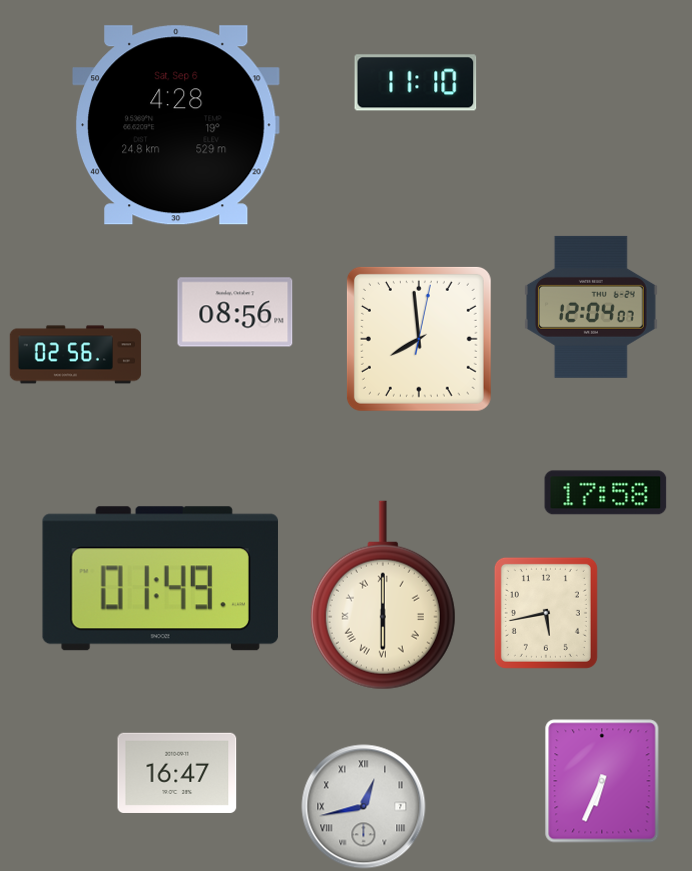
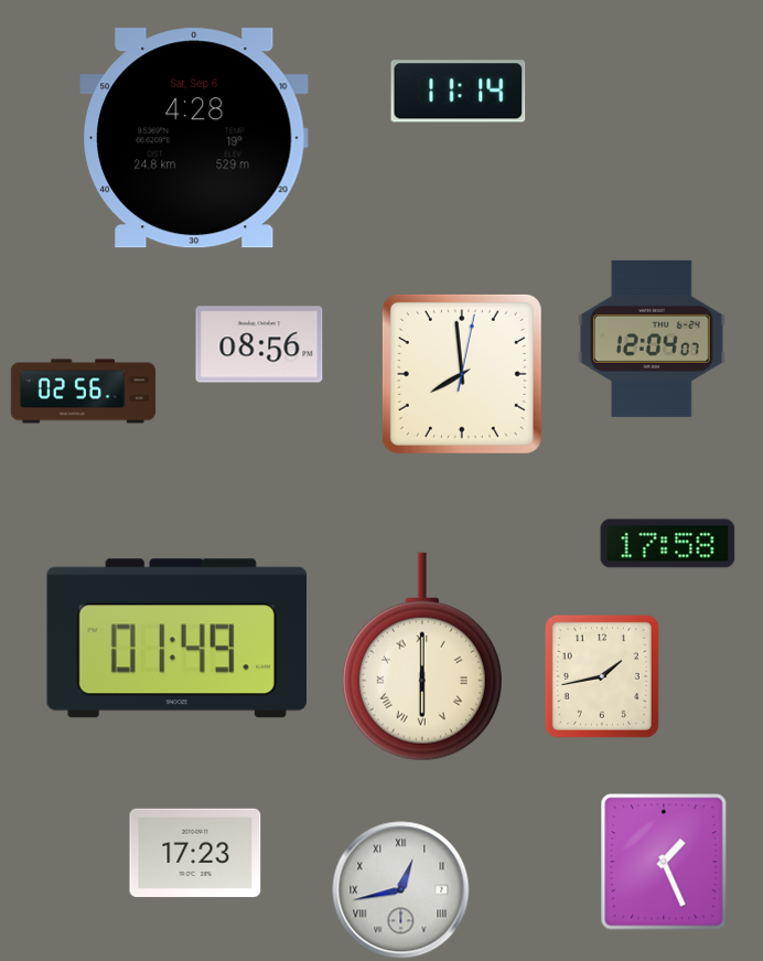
clock at (416, 83): 11:10 -> 11:14
clock at (546, 613): 5:43 -> 1:43
clock at (177, 773): 16:47 -> 17:23
clock at (602, 781): 6:34 -> 1:26
